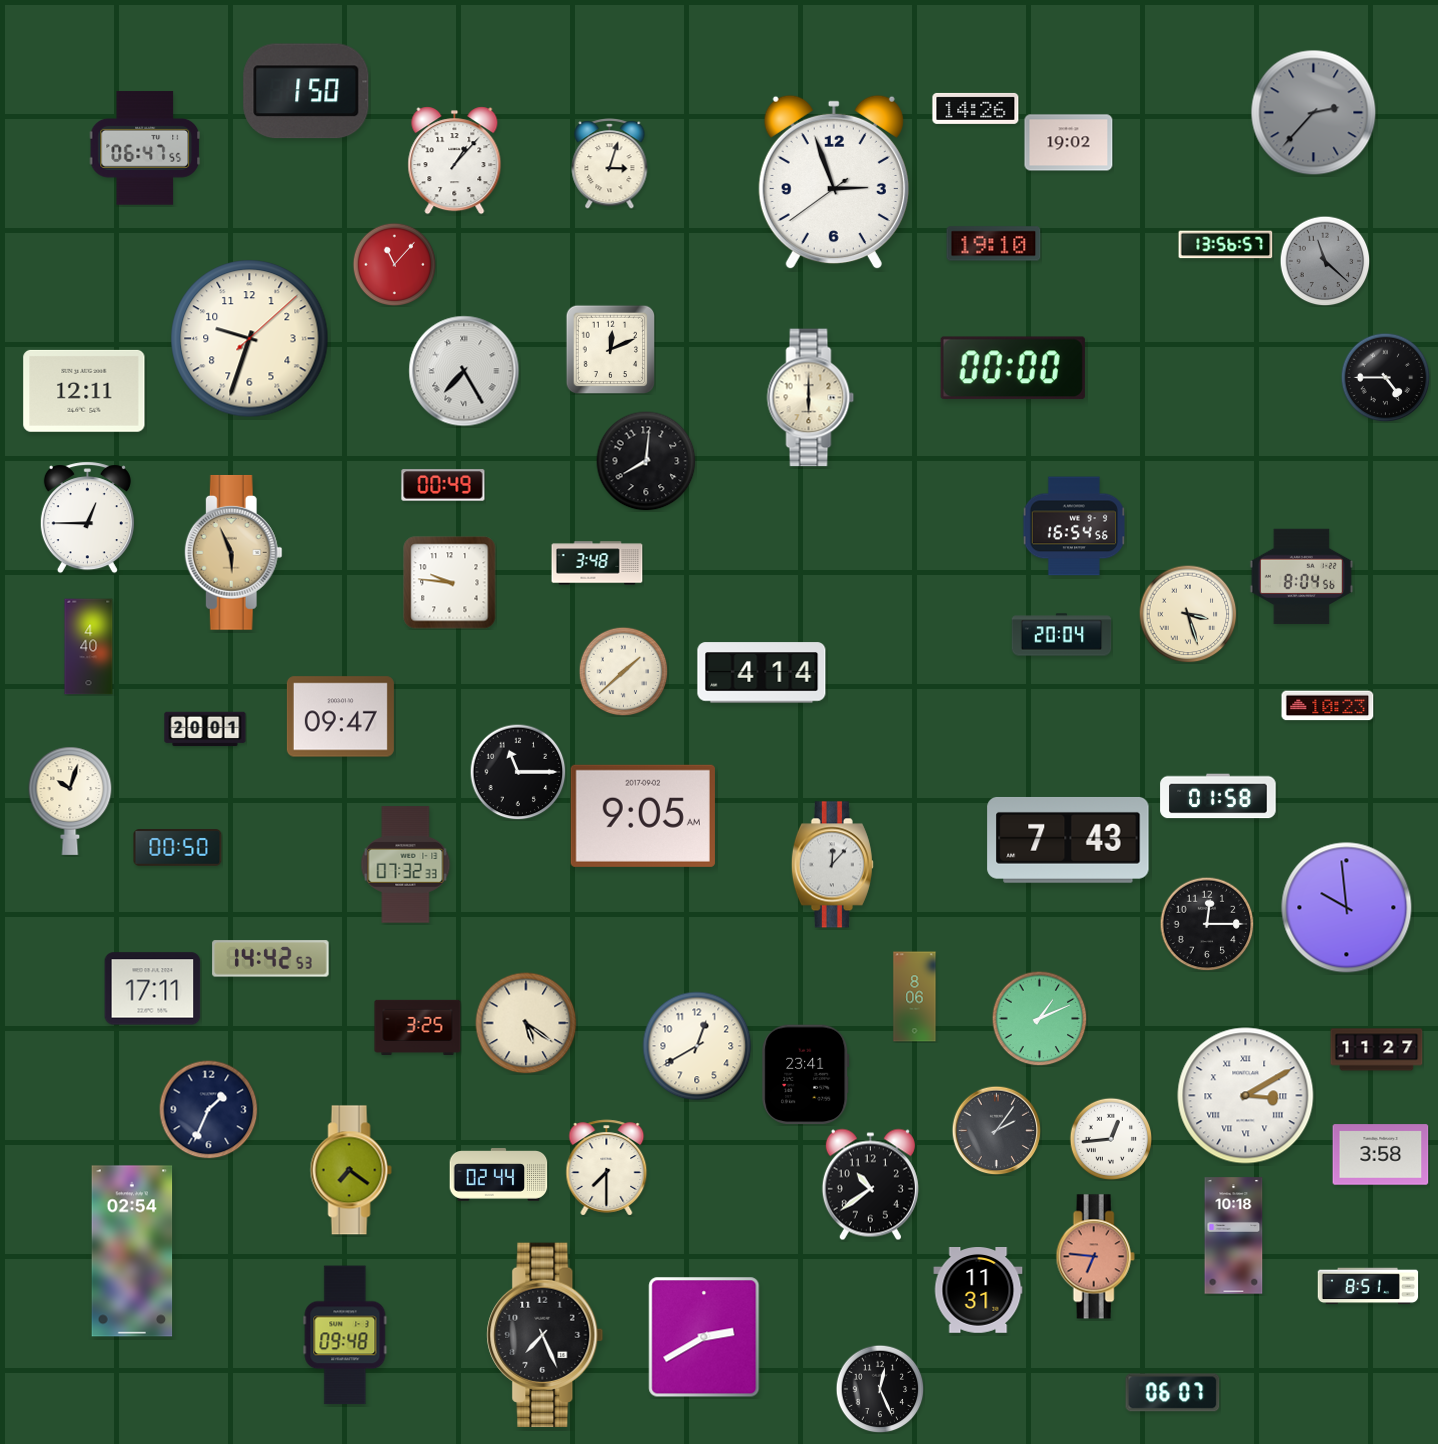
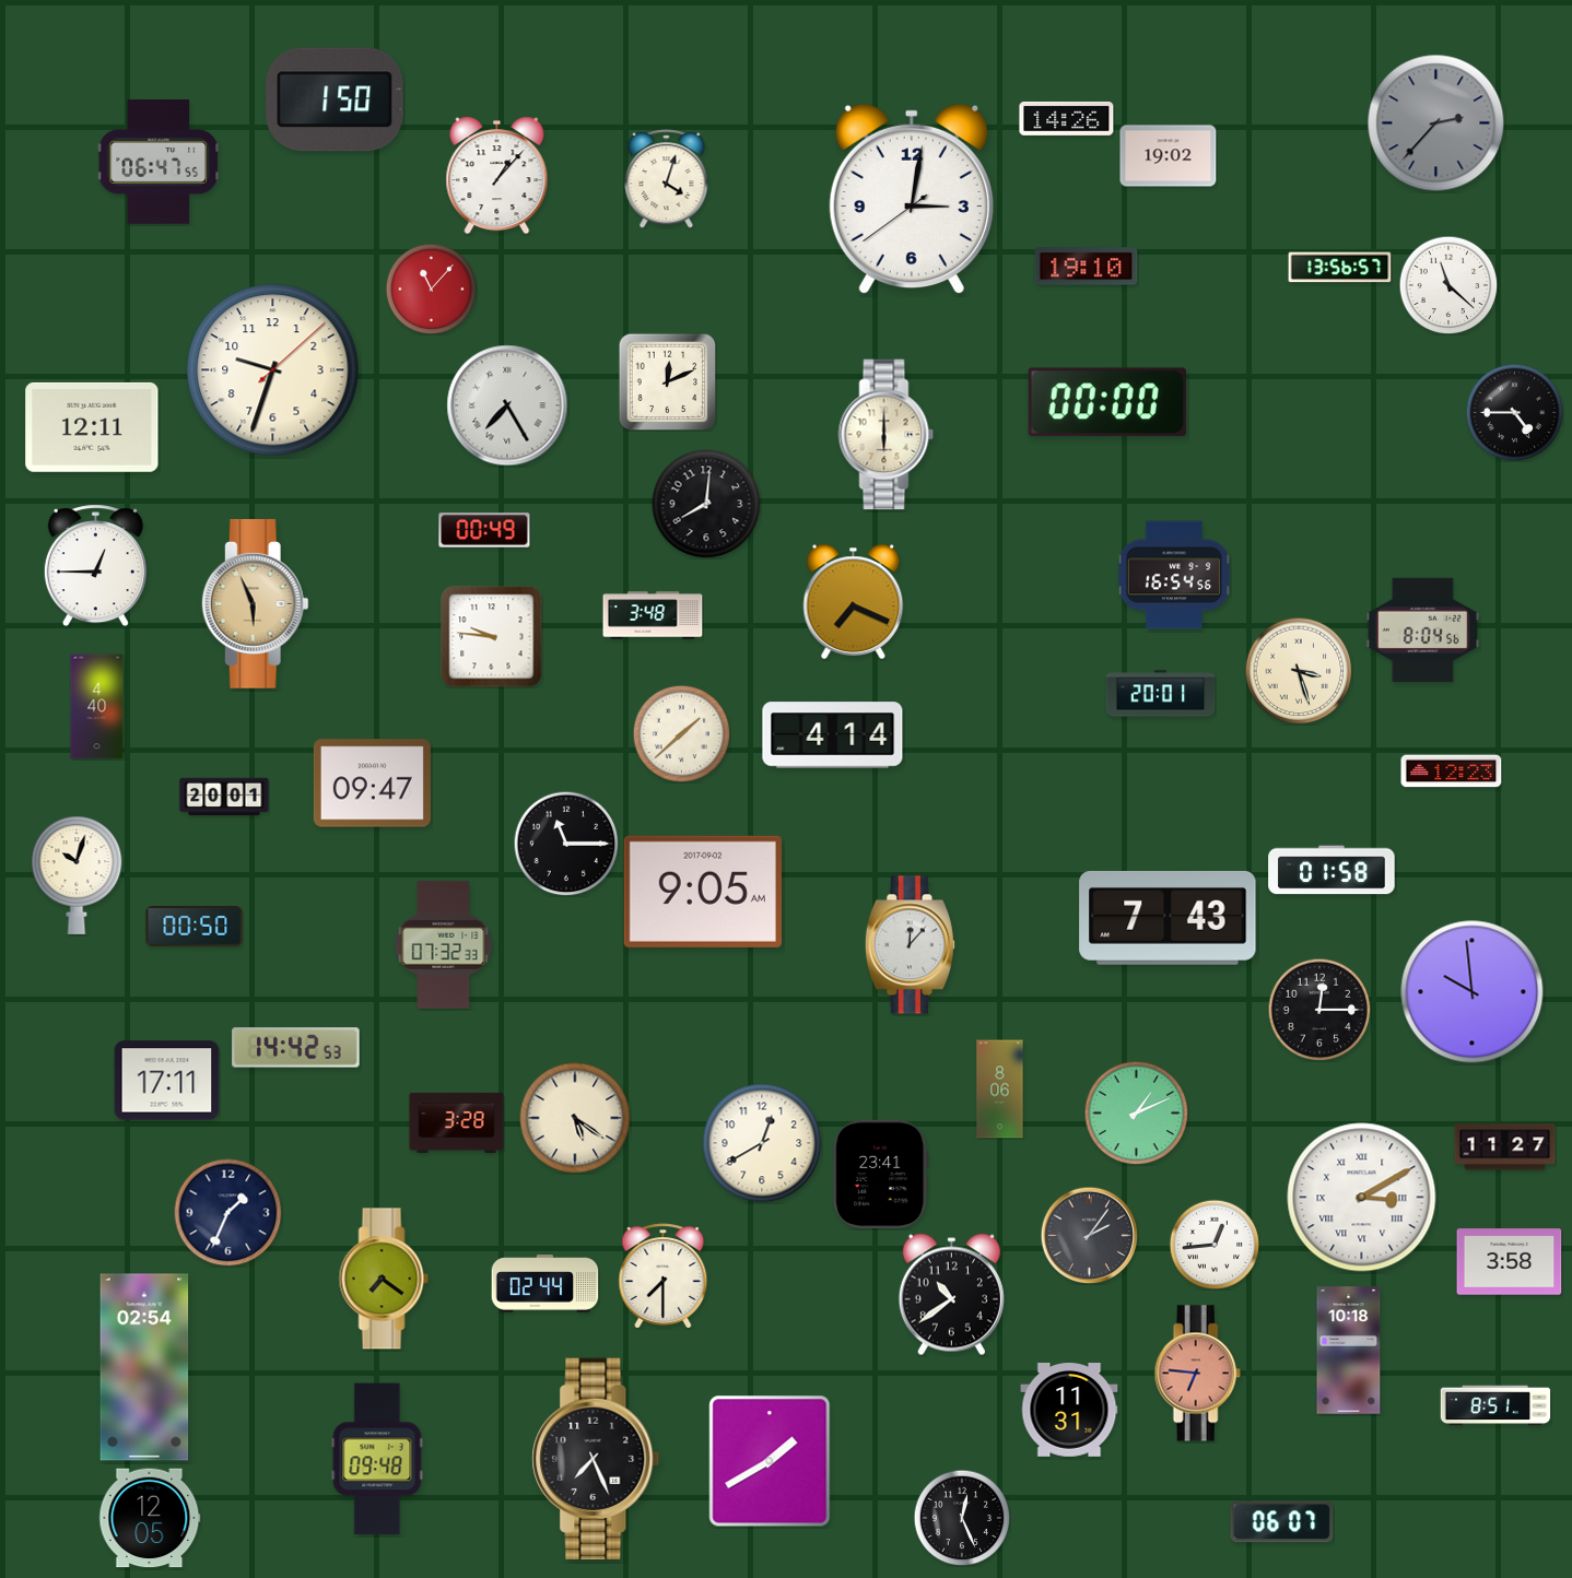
clock at (610, 164): 3:03 -> 4:03
clock at (834, 182): 2:56 -> 3:01
clock at (1325, 261) dial: grey -> white
clock at (854, 602): none -> 7:19
clock at (1062, 635): 20:04 -> 20:01
clock at (1328, 706): 10:23 -> 12:23
clock at (418, 1027): 3:25 -> 3:28
clock at (704, 1337): 2:40 -> 1:40
clock at (150, 1518): none -> 12:05
